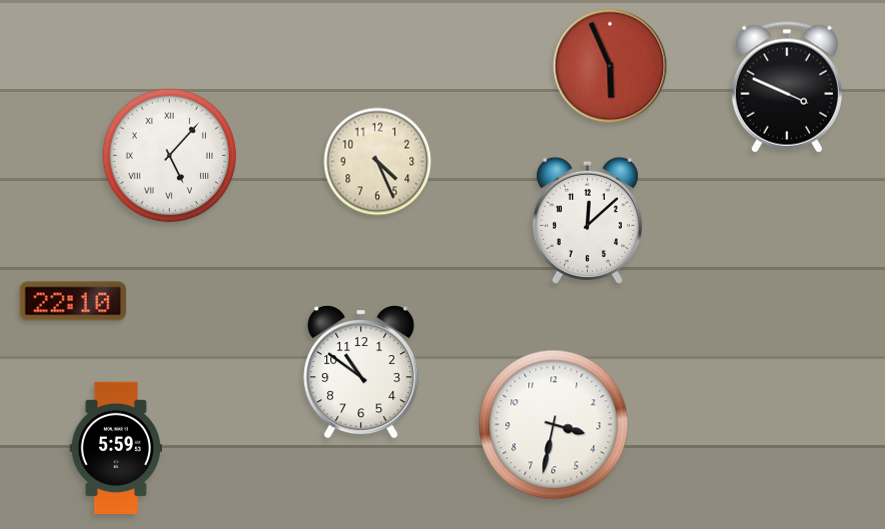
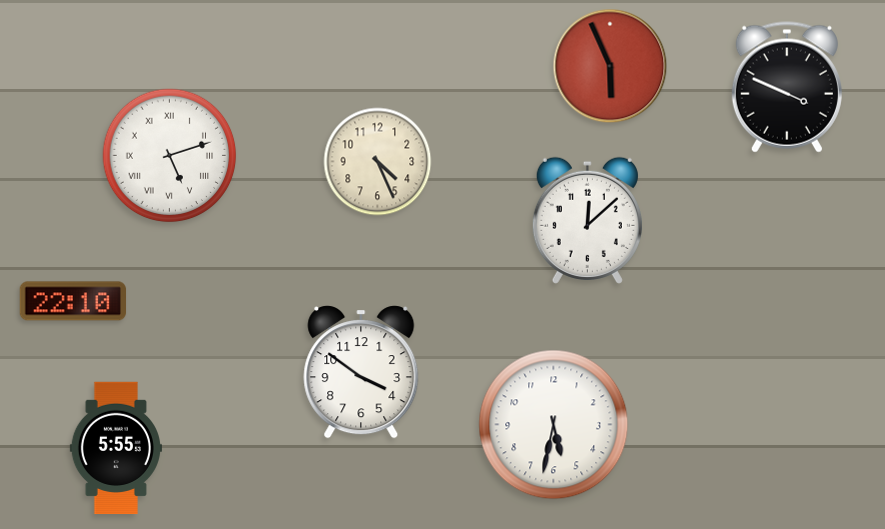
clock at (170, 156): 5:07 -> 5:12
clock at (361, 372): 10:51 -> 3:51
clock at (554, 425): 3:32 -> 5:32
clock at (116, 447): 5:59 -> 5:55
